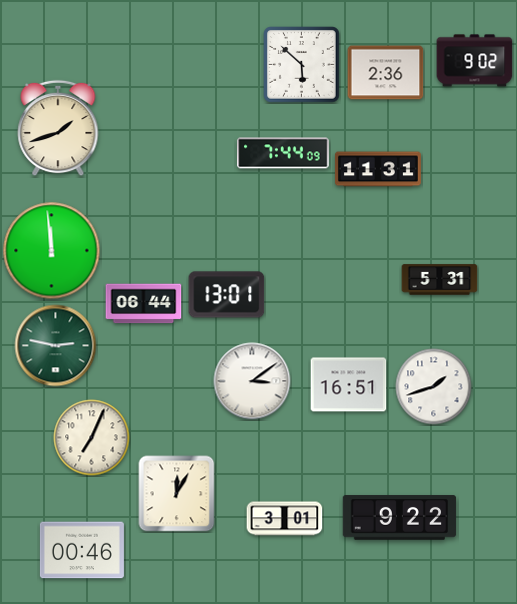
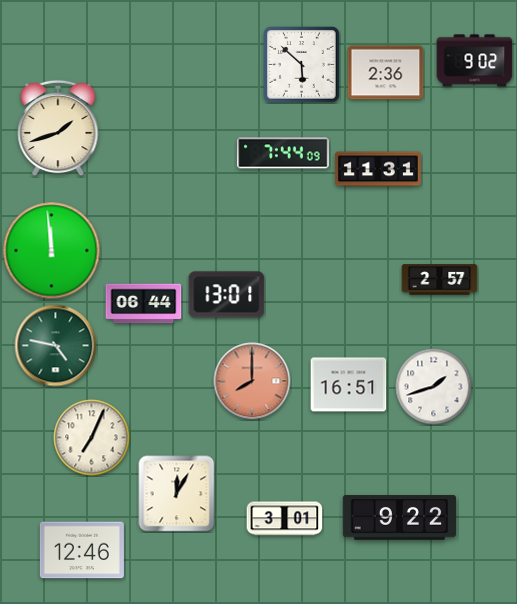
clock at (440, 280): 5:31 -> 2:57
clock at (56, 346): 2:47 -> 4:47
clock at (252, 381): 3:09 -> 8:00
clock at (252, 381) dial: white -> salmon
clock at (82, 550): 00:46 -> 12:46
